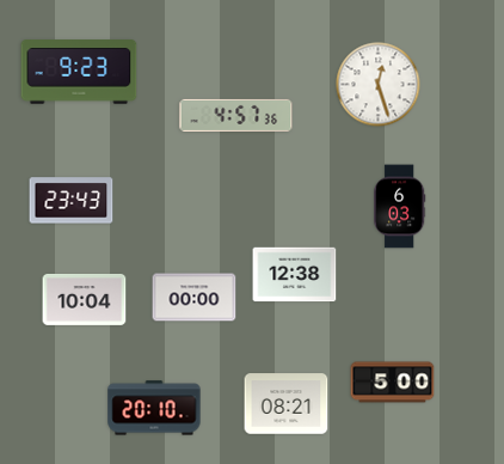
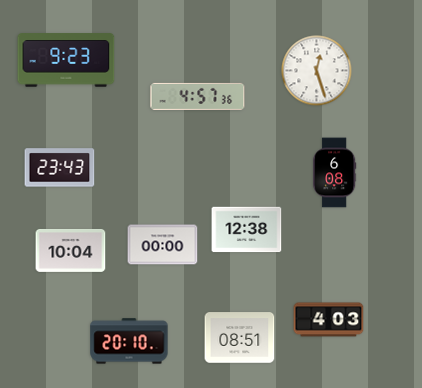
clock at (400, 207): 6:03 -> 6:08
clock at (195, 298) position: (195, 298) -> (163, 245)
clock at (393, 383): 5:00 -> 4:03
clock at (287, 404): 08:21 -> 08:51
